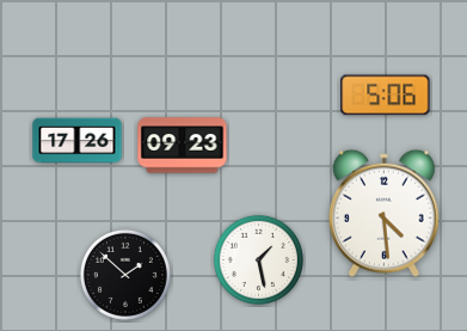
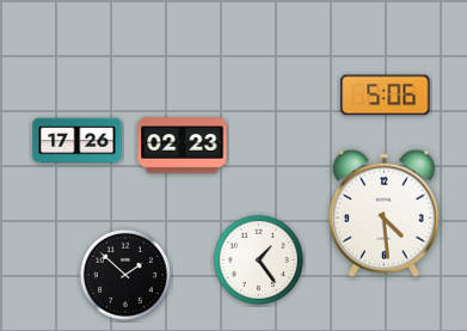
clock at (183, 146): 09:23 -> 02:23
clock at (258, 259): 1:28 -> 1:24
